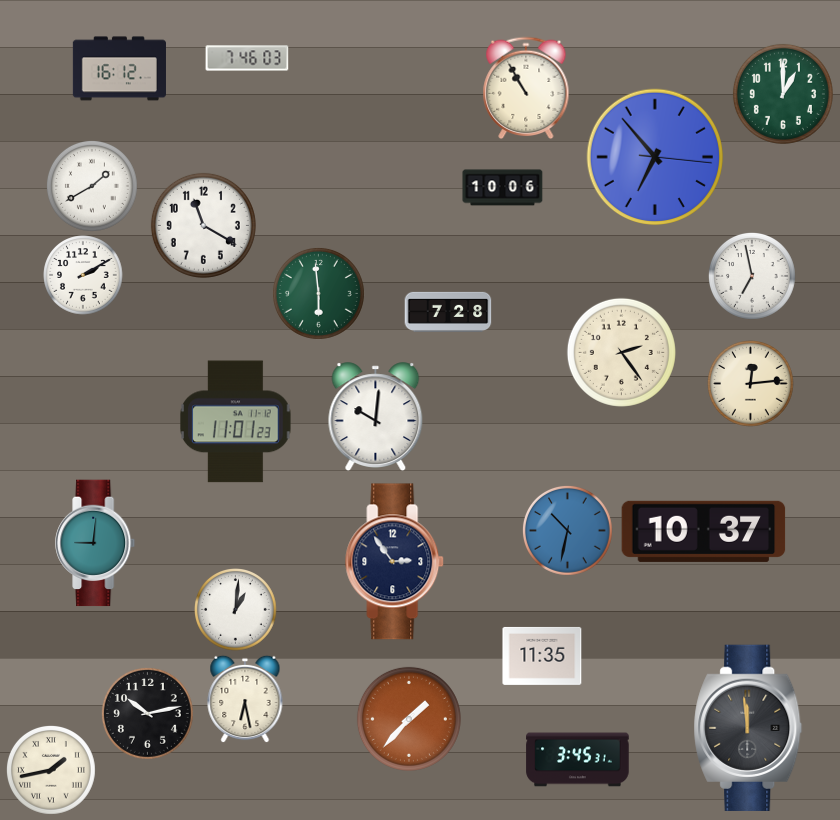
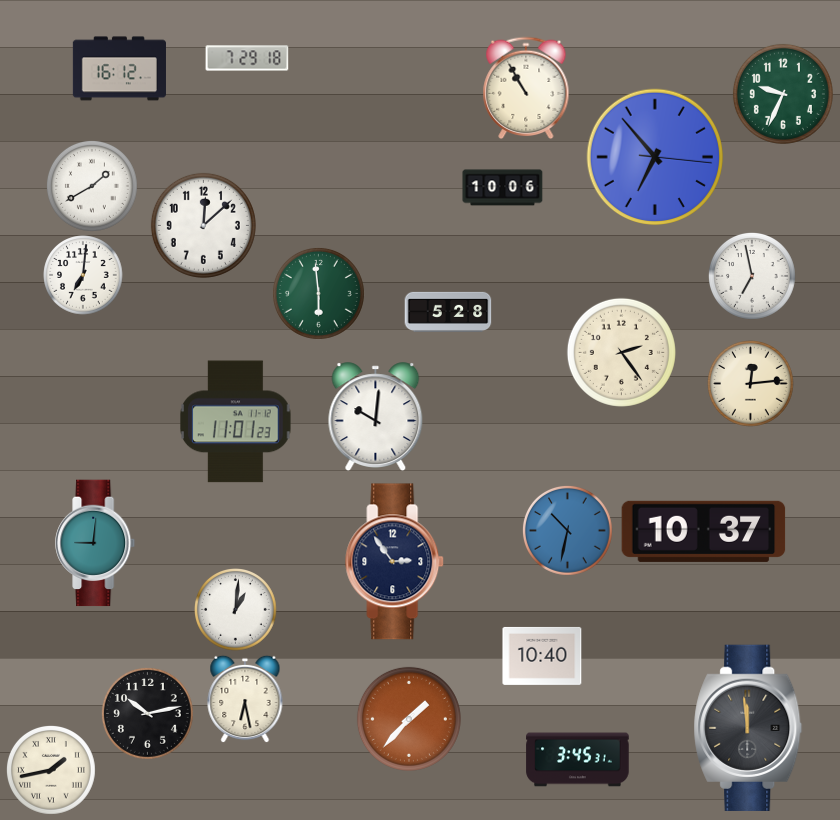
clock at (247, 58): 7:46 -> 7:29
clock at (783, 94): 1:00 -> 9:34
clock at (203, 225): 11:20 -> 12:08
clock at (83, 275): 2:10 -> 7:01
clock at (448, 312): 7:28 -> 5:28
clock at (542, 656): 11:35 -> 10:40
